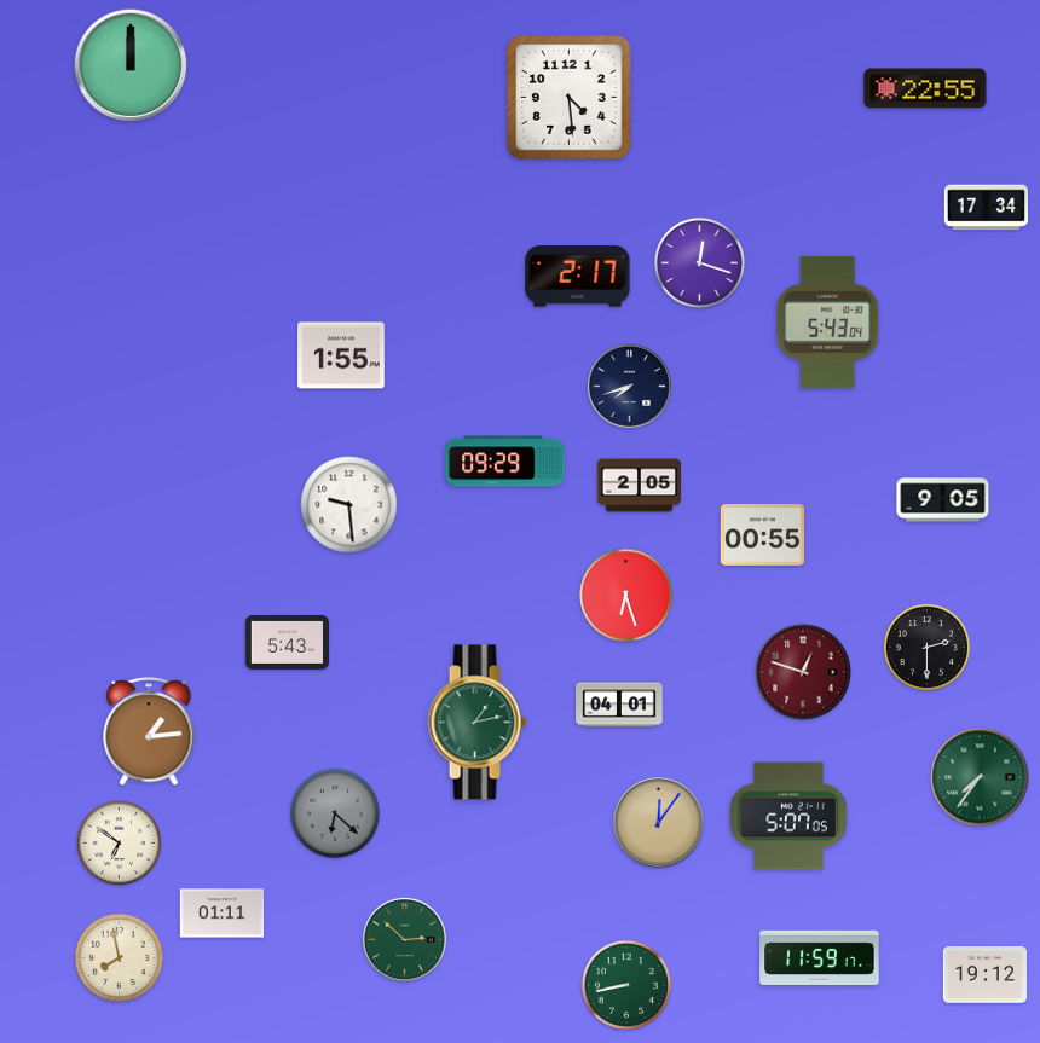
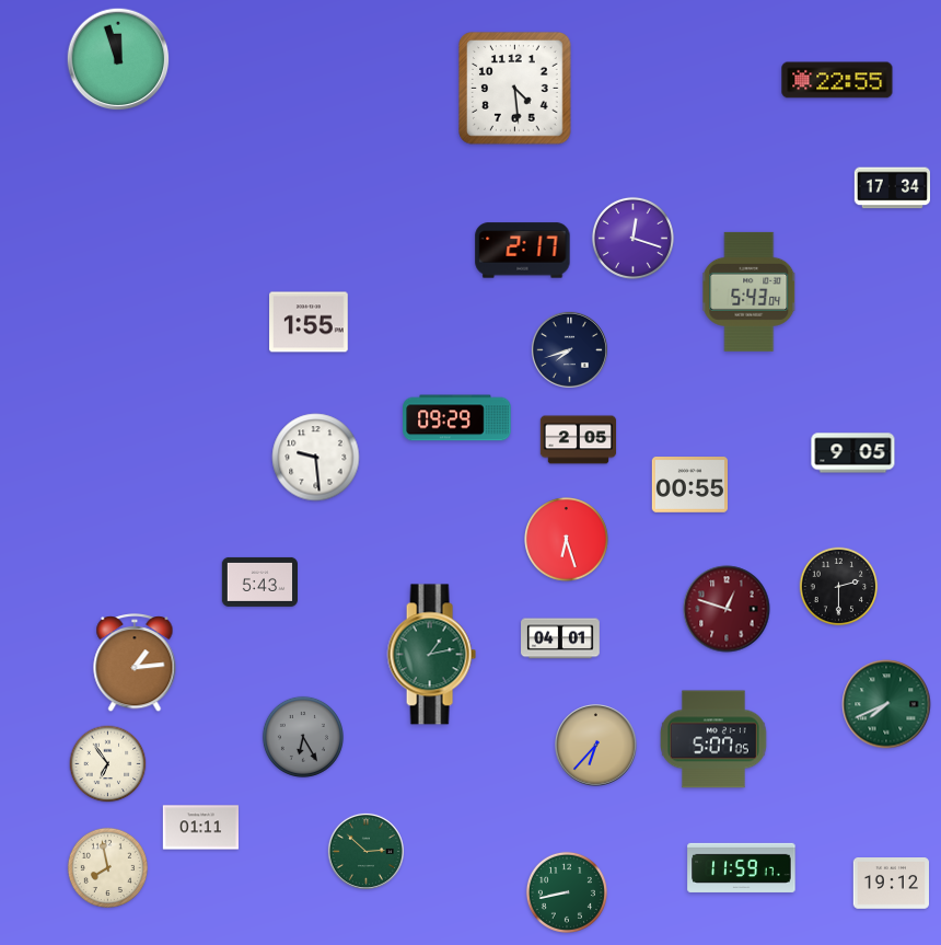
clock at (131, 65): 12:00 -> 11:57
clock at (980, 777): 7:36 -> 7:41
clock at (335, 813): 6:22 -> 6:25
clock at (659, 823): 12:06 -> 6:37
clock at (120, 844): 6:51 -> 6:54
